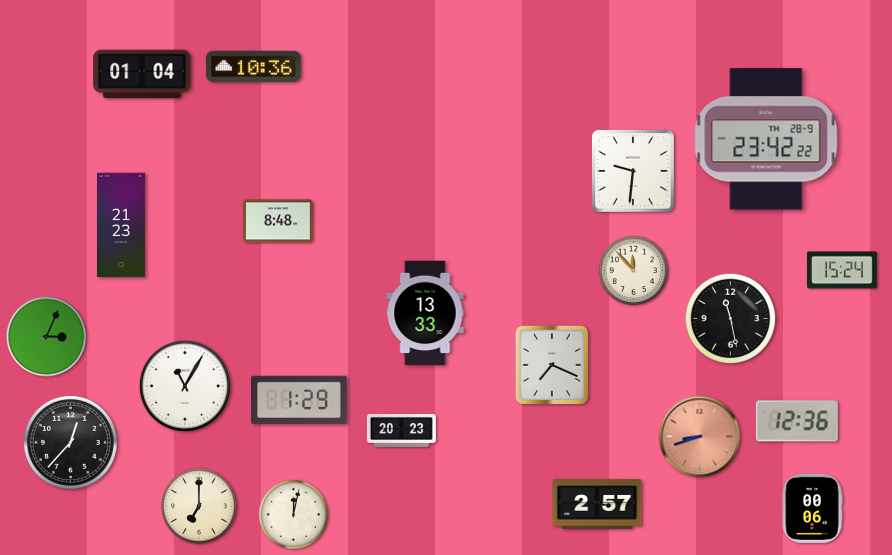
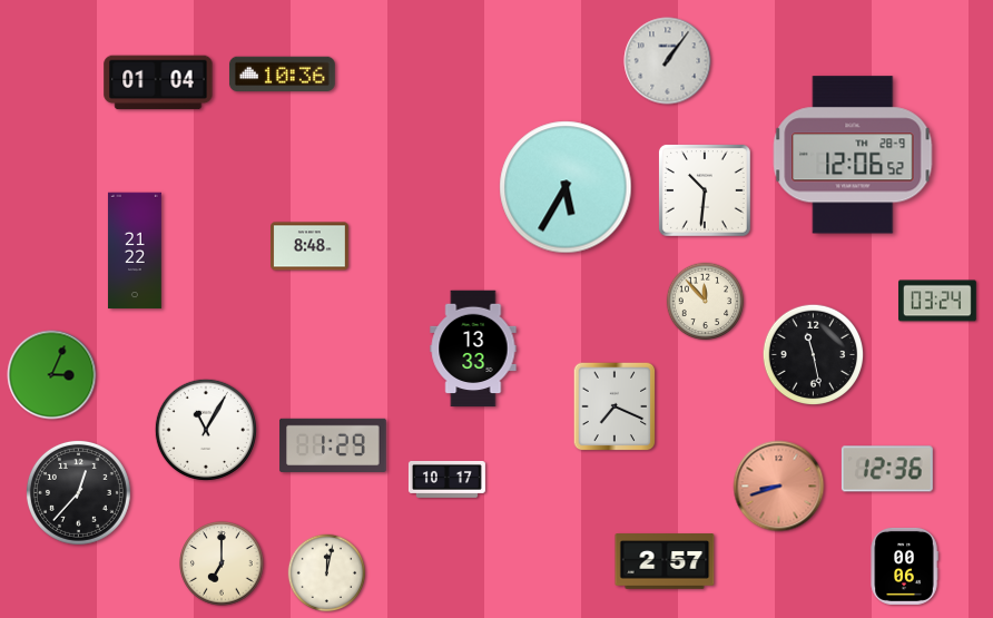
clock at (668, 61): none -> 1:06
clock at (766, 139): 23:42 -> 12:06
clock at (566, 187): none -> 5:35
clock at (633, 171): 9:31 -> 10:31
clock at (121, 225): 21:23 -> 21:22
clock at (843, 270): 15:24 -> 03:24
clock at (401, 430): 20:23 -> 10:17
